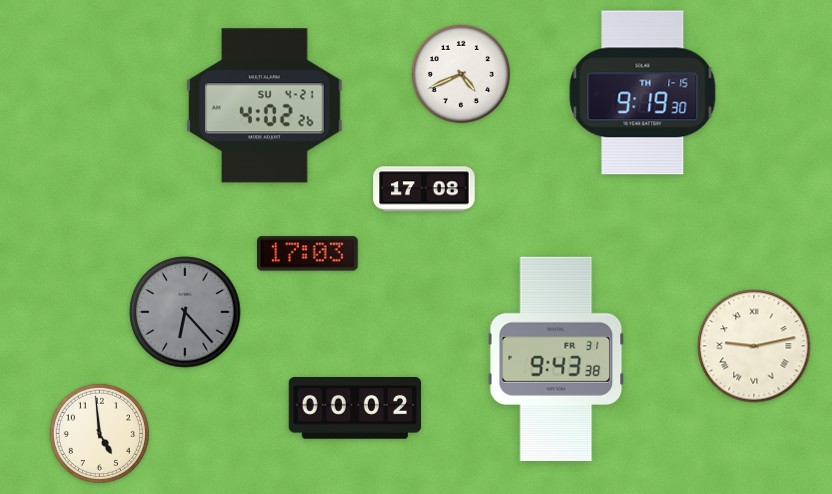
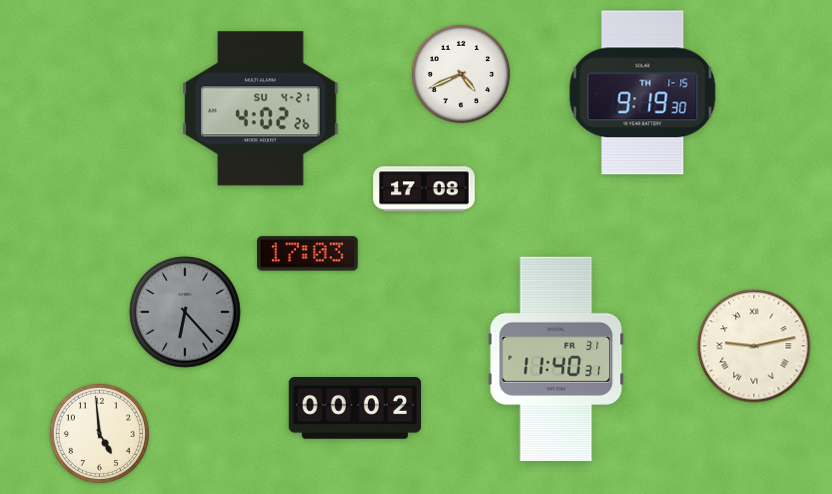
clock at (265, 106) position: (265, 106) -> (261, 109)
clock at (556, 359): 9:43 -> 11:40
